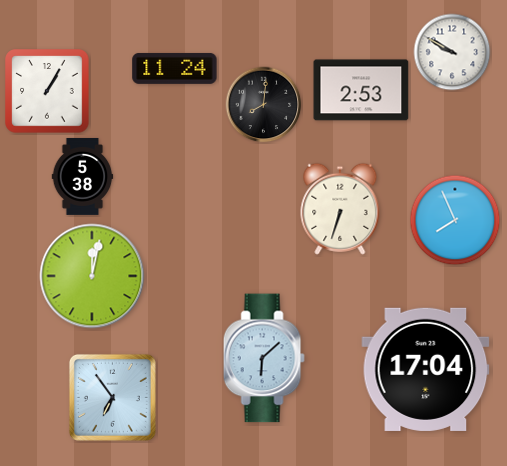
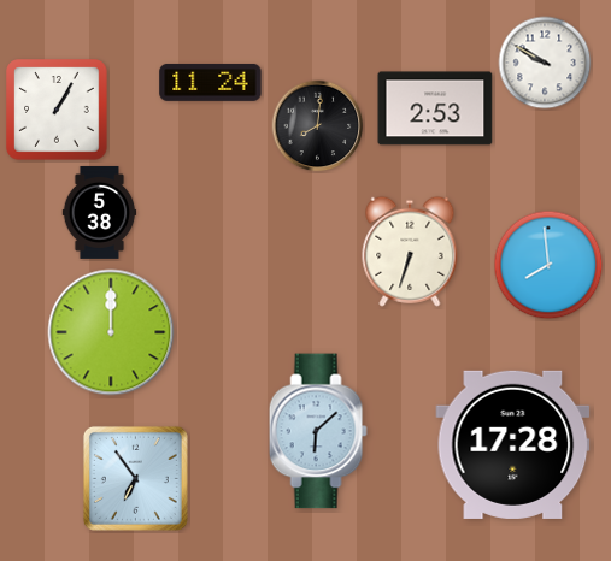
clock at (455, 220): 7:56 -> 7:59
clock at (92, 276): 12:02 -> 12:00
clock at (426, 369): 17:04 -> 17:28
